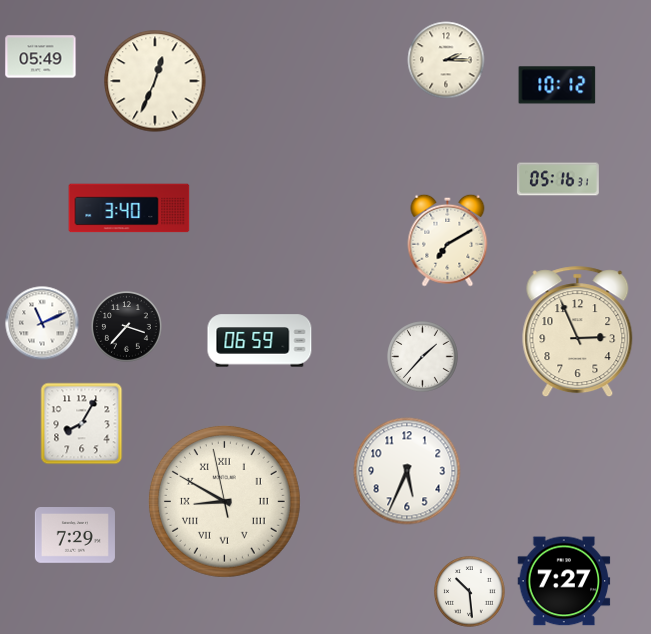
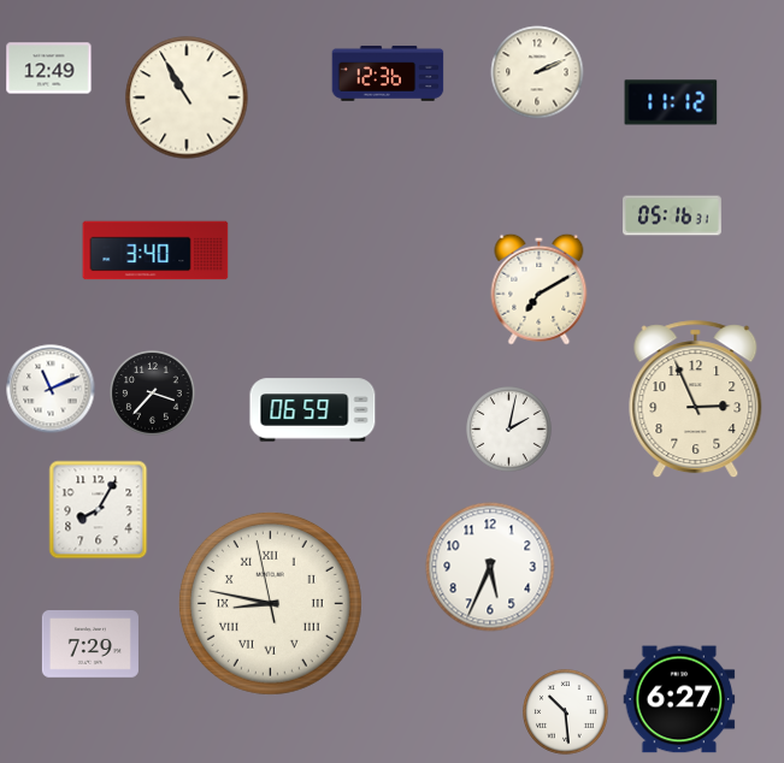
clock at (41, 57): 05:49 -> 12:49
clock at (446, 60): 2:15 -> 2:11
clock at (388, 73): none -> 12:36
clock at (155, 81): 12:34 -> 10:55
clock at (557, 85): 10:12 -> 11:12
clock at (423, 357): 1:37 -> 2:02
clock at (224, 501): 8:49 -> 8:46
clock at (564, 581): 7:27 -> 6:27
